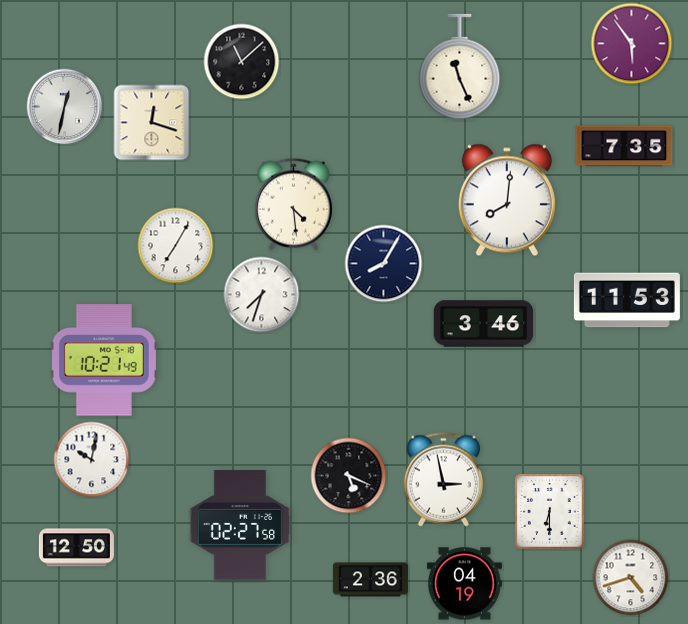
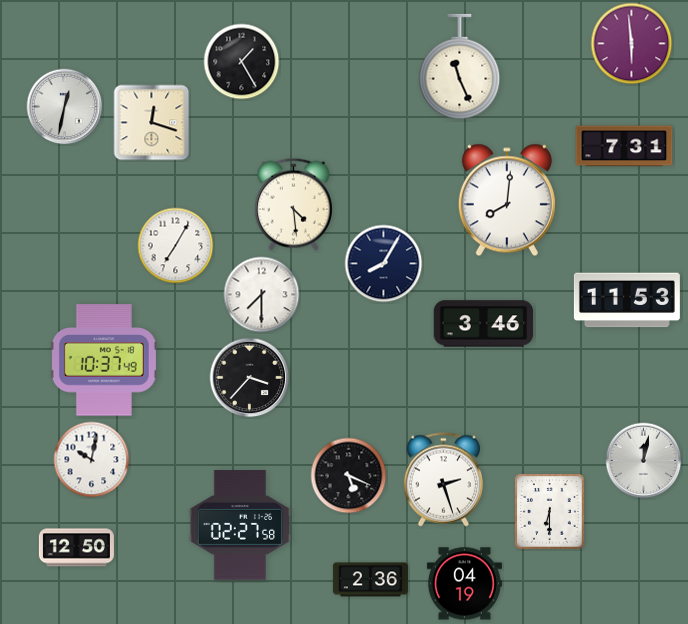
clock at (632, 44): 5:54 -> 5:59
clock at (242, 62): 11:08 -> 1:25
clock at (624, 146): 7:35 -> 7:31
clock at (262, 295): 7:33 -> 7:30
clock at (104, 360): 10:21 -> 10:37
clock at (250, 378): none -> 3:37
clock at (644, 461): none -> 12:02
clock at (444, 480): 2:58 -> 2:27
clock at (631, 578): 4:42 -> none
